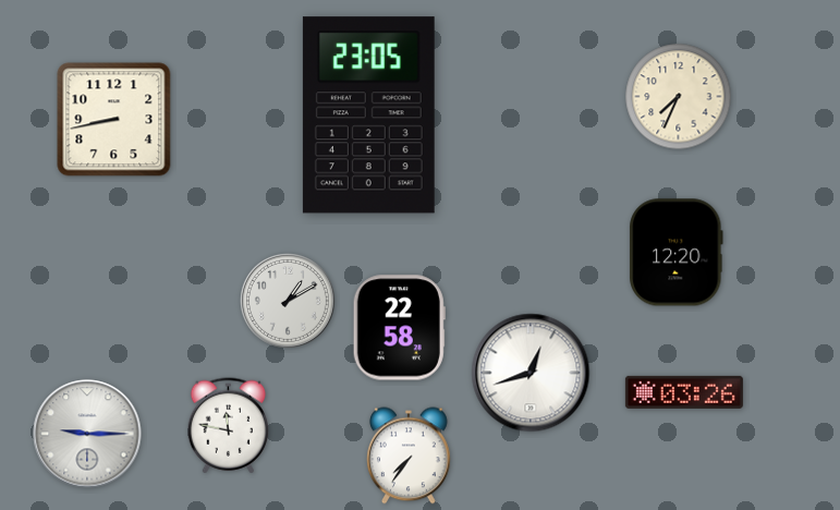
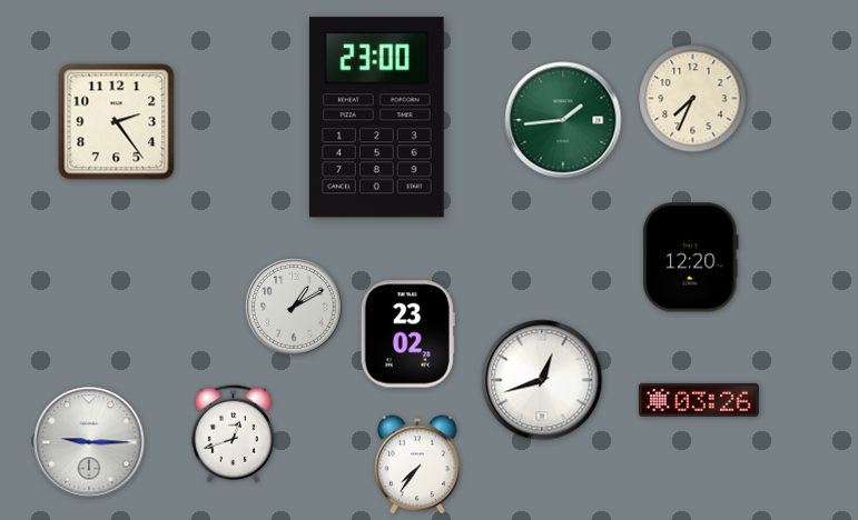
clock at (368, 116): 23:05 -> 23:00
clock at (563, 120): none -> 1:44
clock at (114, 120): 8:43 -> 2:24
clock at (399, 328): 22:58 -> 23:02
clock at (229, 426): 11:47 -> 12:42
